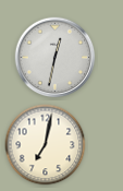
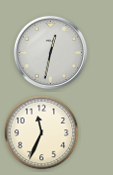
clock at (46, 145): 7:02 -> 11:34
